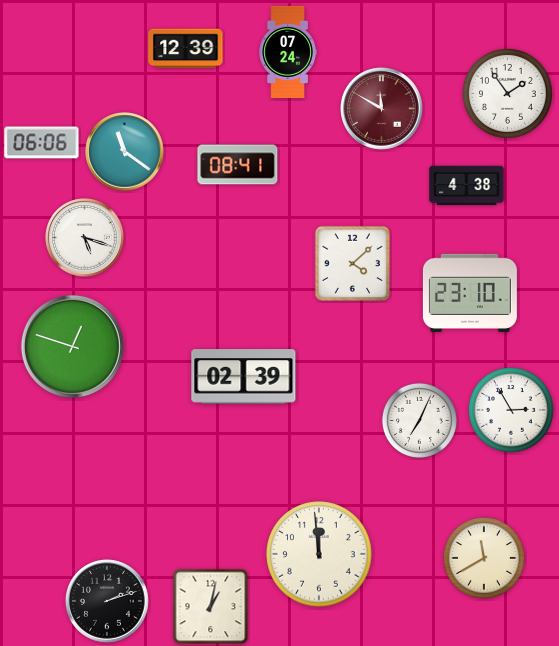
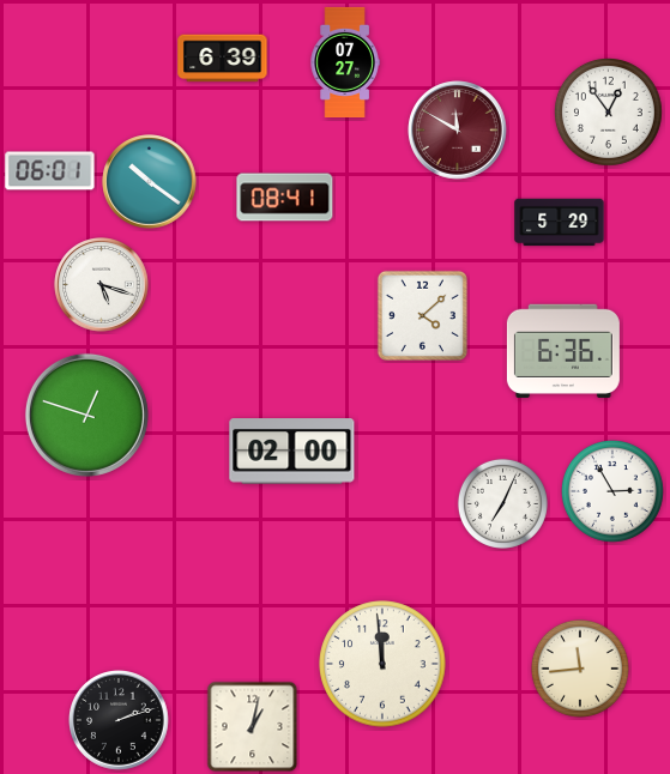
clock at (186, 49): 12:39 -> 6:39
clock at (288, 52): 07:24 -> 07:27
clock at (508, 94): 1:54 -> 12:54
clock at (42, 143): 06:06 -> 06:01
clock at (125, 152): 11:21 -> 10:21
clock at (467, 186): 4:38 -> 5:29
clock at (470, 293): 23:10 -> 6:36
clock at (244, 377): 02:39 -> 02:00
clock at (484, 558): 11:40 -> 11:44
clock at (107, 601) position: (107, 601) -> (119, 720)
